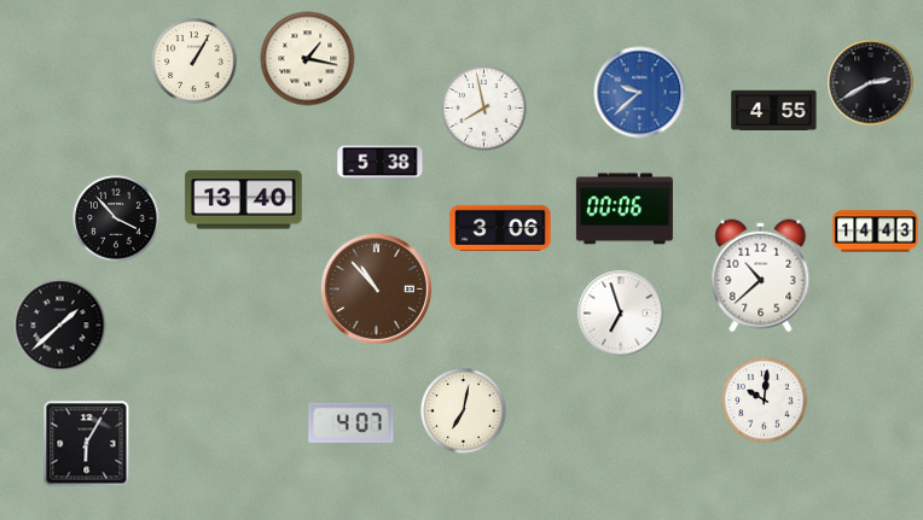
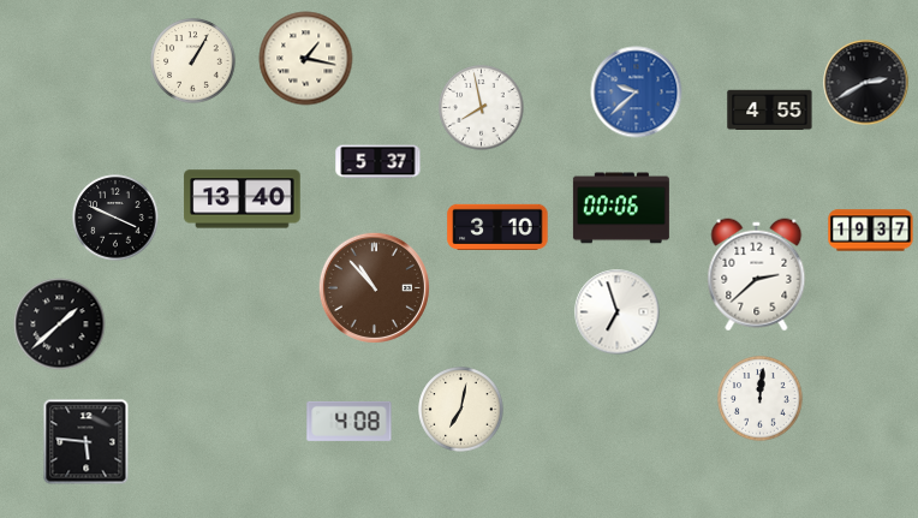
clock at (381, 163): 5:38 -> 5:37
clock at (116, 218): 3:53 -> 3:49
clock at (500, 227): 3:06 -> 3:10
clock at (876, 232): 14:43 -> 19:37
clock at (761, 276): 10:38 -> 2:38
clock at (765, 401): 10:01 -> 12:01
clock at (352, 422): 4:07 -> 4:08
clock at (87, 444): 6:05 -> 5:46
